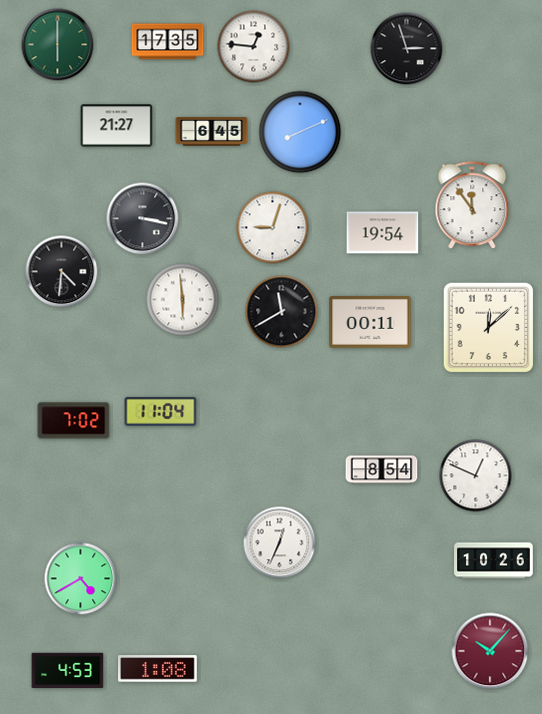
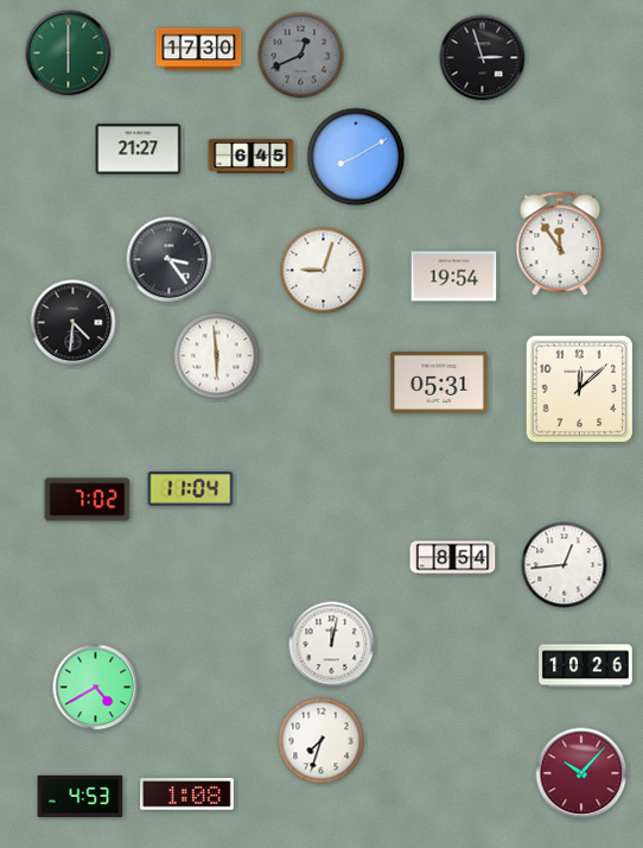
clock at (168, 42): 17:35 -> 17:30
clock at (254, 47): 12:46 -> 12:41
clock at (254, 47) dial: white -> grey
clock at (300, 132): 8:11 -> 8:10
clock at (143, 219): 3:17 -> 3:24
clock at (282, 312): 11:40 -> none
clock at (370, 323): 00:11 -> 05:31
clock at (476, 476): 12:49 -> 12:44
clock at (280, 543): 12:34 -> 12:02
clock at (321, 741): none -> 7:33
